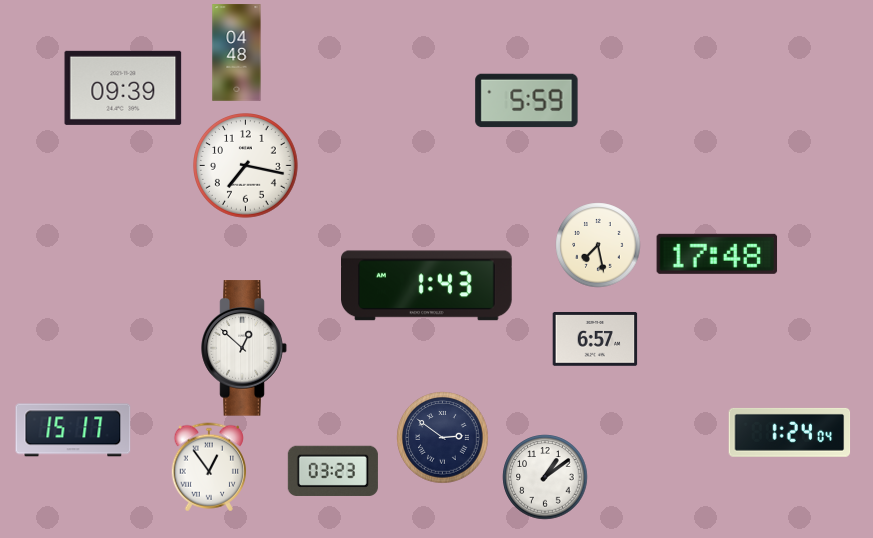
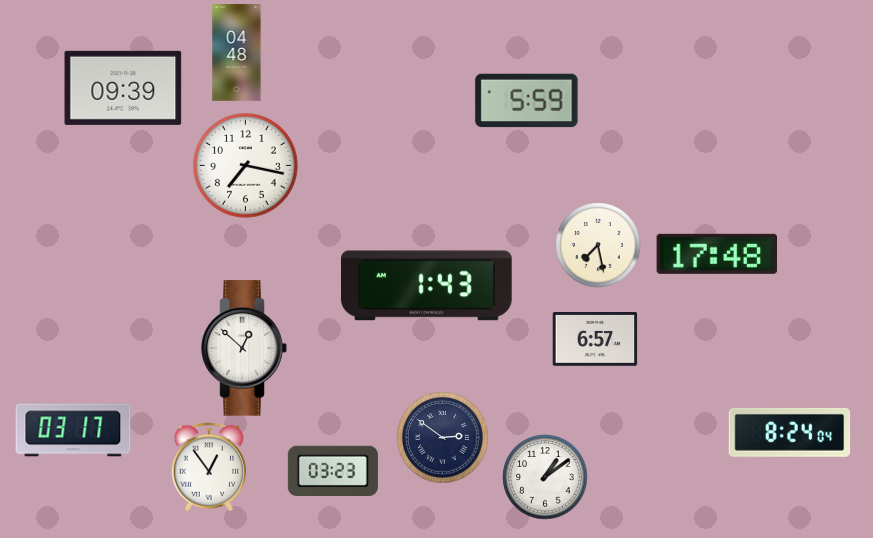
clock at (73, 430): 15:17 -> 03:17
clock at (790, 432): 1:24 -> 8:24
